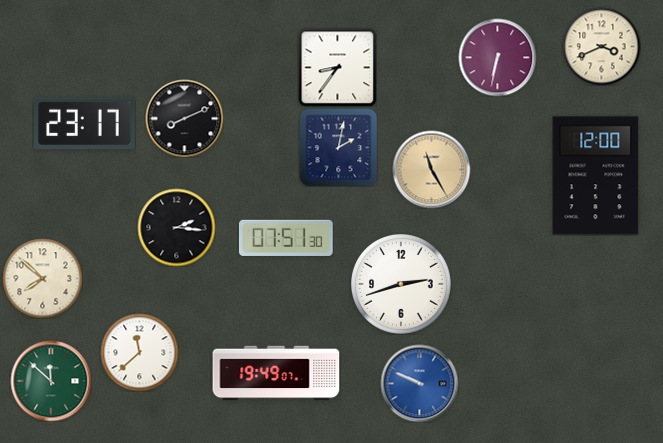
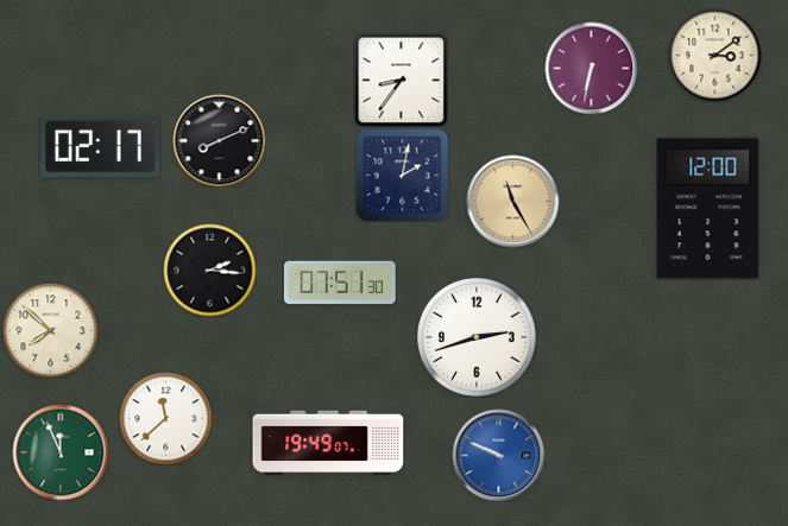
clock at (601, 46): 3:41 -> 3:09
clock at (85, 124): 23:17 -> 02:17
clock at (51, 381): 11:52 -> 11:56
